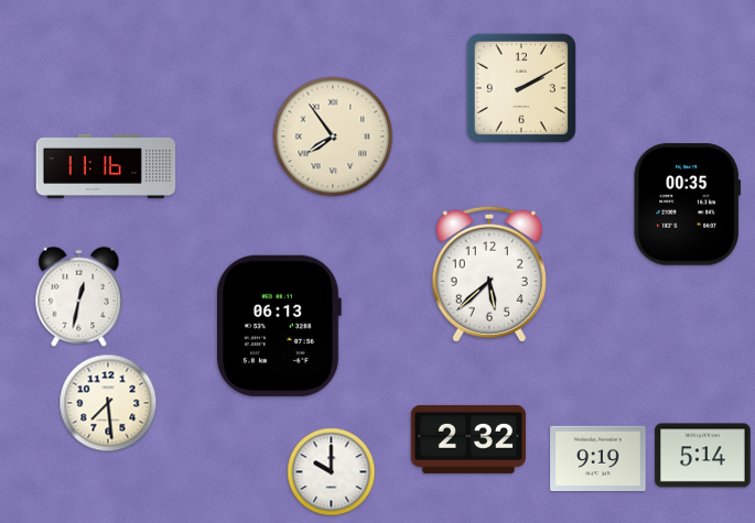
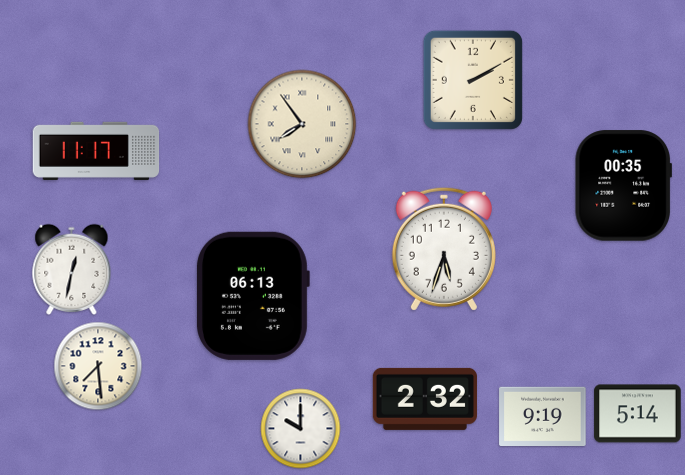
clock at (106, 166): 11:16 -> 11:17
clock at (489, 274): 5:38 -> 5:33
